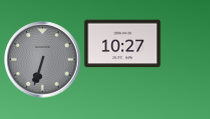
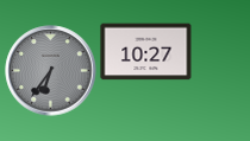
clock at (43, 60): 6:33 -> 6:36
